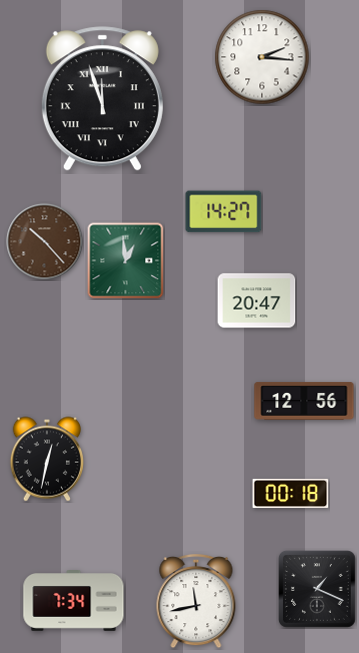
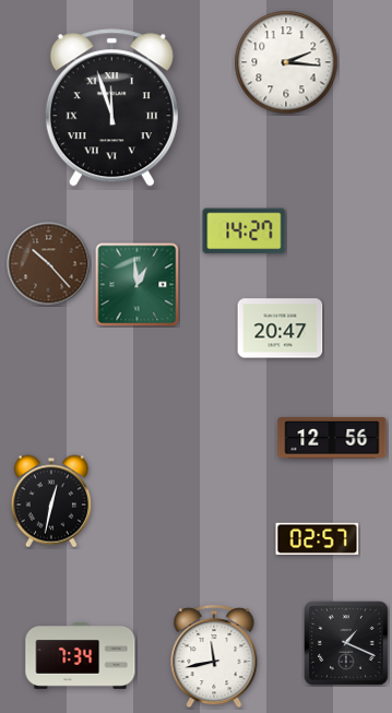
clock at (291, 493): 00:18 -> 02:57
